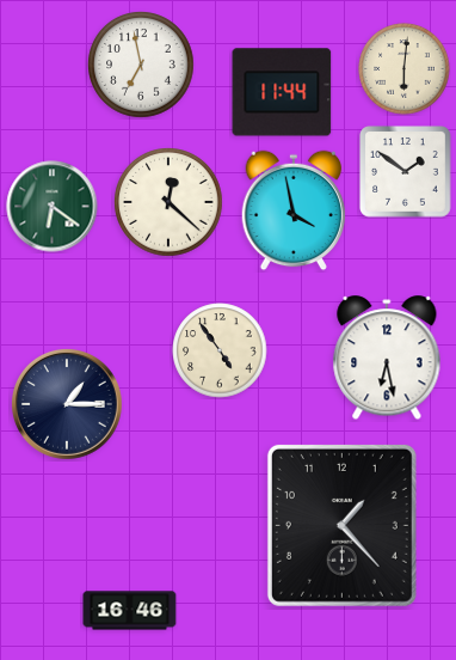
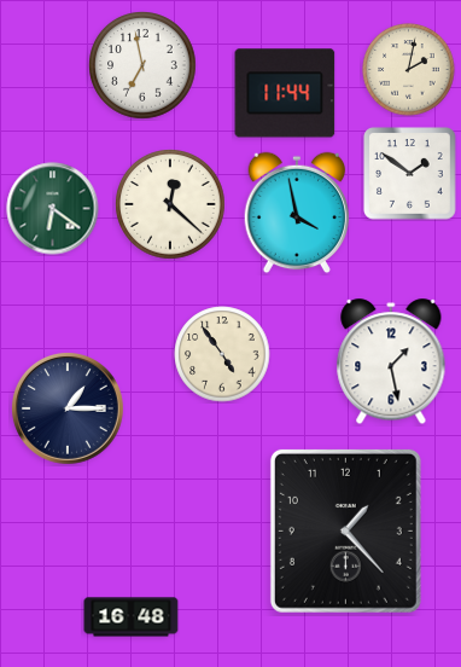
clock at (405, 69): 6:01 -> 2:02
clock at (387, 359): 6:28 -> 1:28
clock at (130, 611): 16:46 -> 16:48
